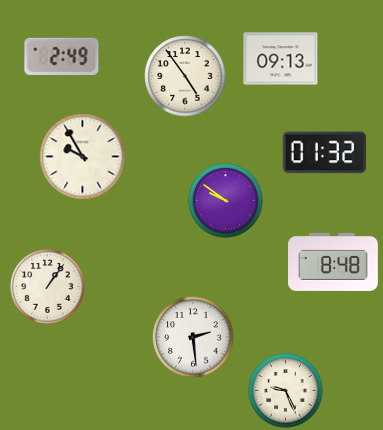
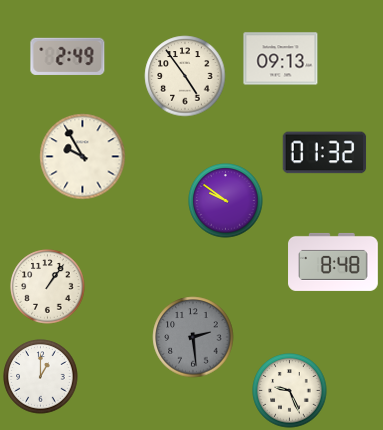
clock at (62, 56) position: (62, 56) -> (68, 56)
clock at (193, 337) dial: white -> grey
clock at (41, 377): none -> 1:00
clock at (286, 391) position: (286, 391) -> (290, 391)
